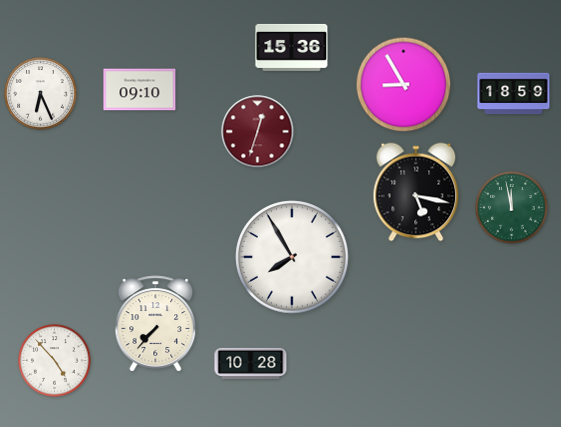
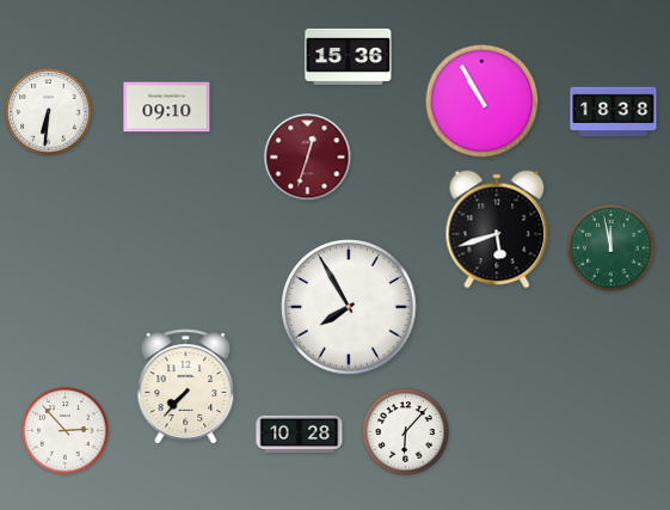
clock at (404, 85): 8:55 -> 10:55
clock at (41, 94): 6:26 -> 6:31
clock at (514, 94): 18:59 -> 18:38
clock at (416, 192): 5:17 -> 5:42
clock at (55, 361): 4:53 -> 2:53
clock at (406, 432): none -> 6:07
